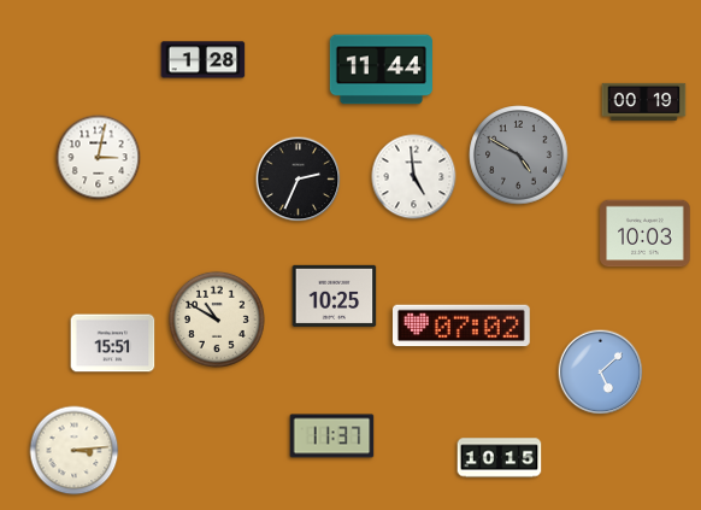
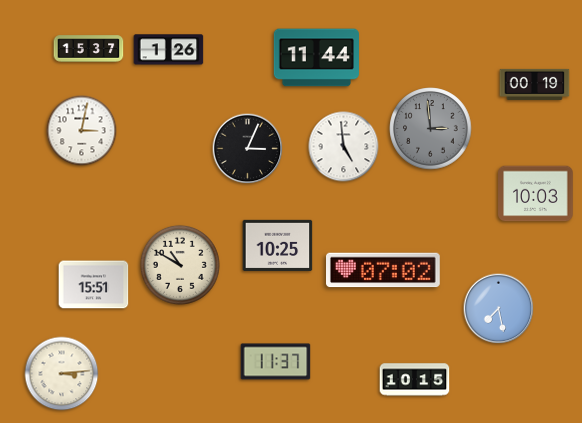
clock at (89, 49): none -> 15:37
clock at (204, 60): 1:28 -> 1:26
clock at (519, 156): 4:50 -> 2:59
clock at (299, 180): 2:34 -> 3:04
clock at (601, 373): 5:08 -> 7:28
